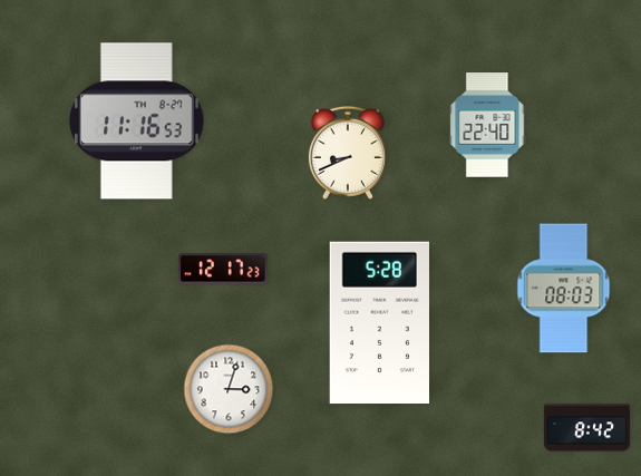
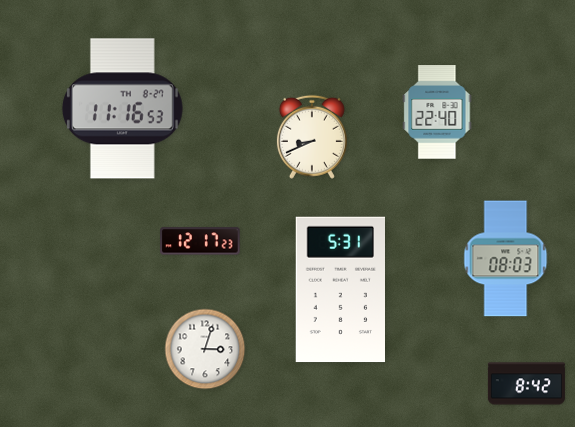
clock at (379, 323): 5:28 -> 5:31
